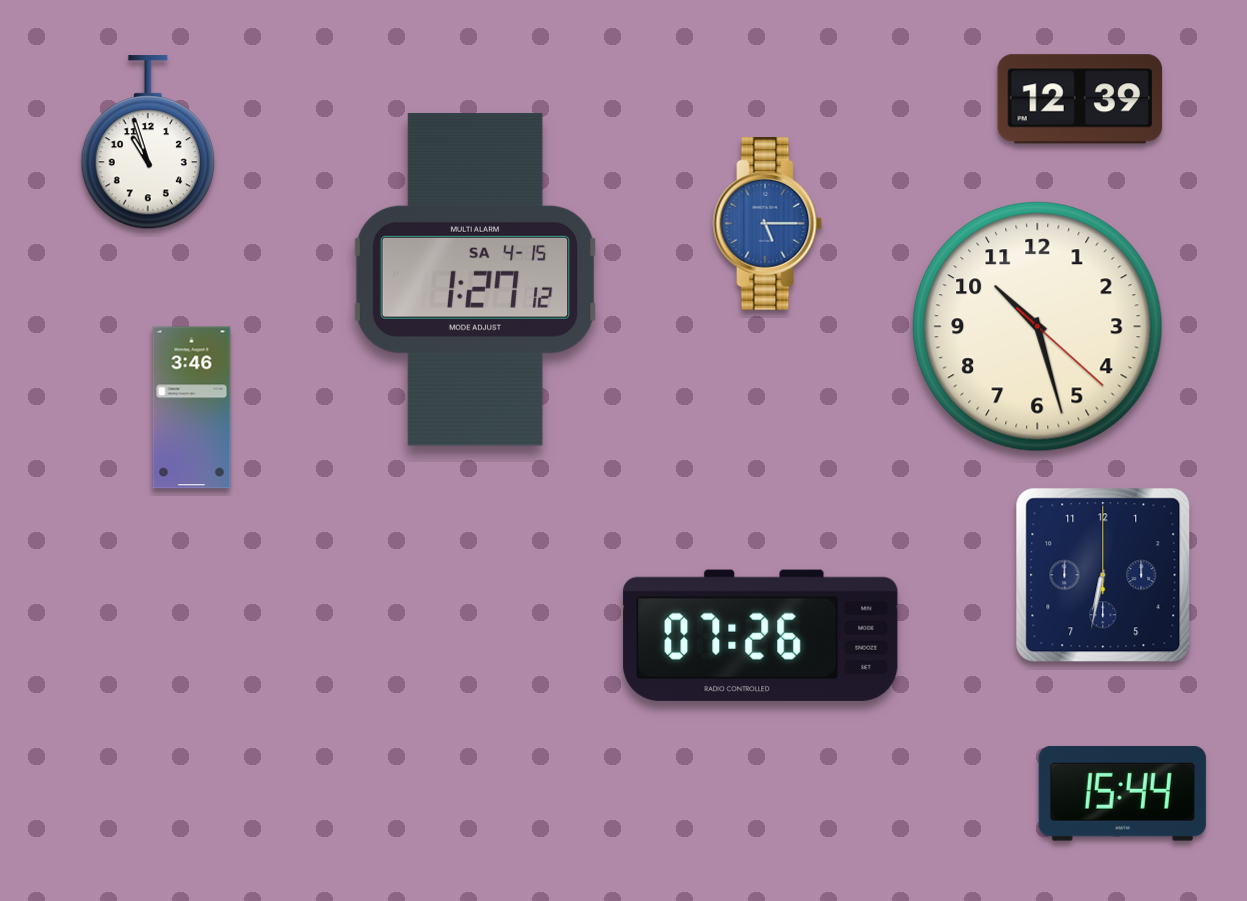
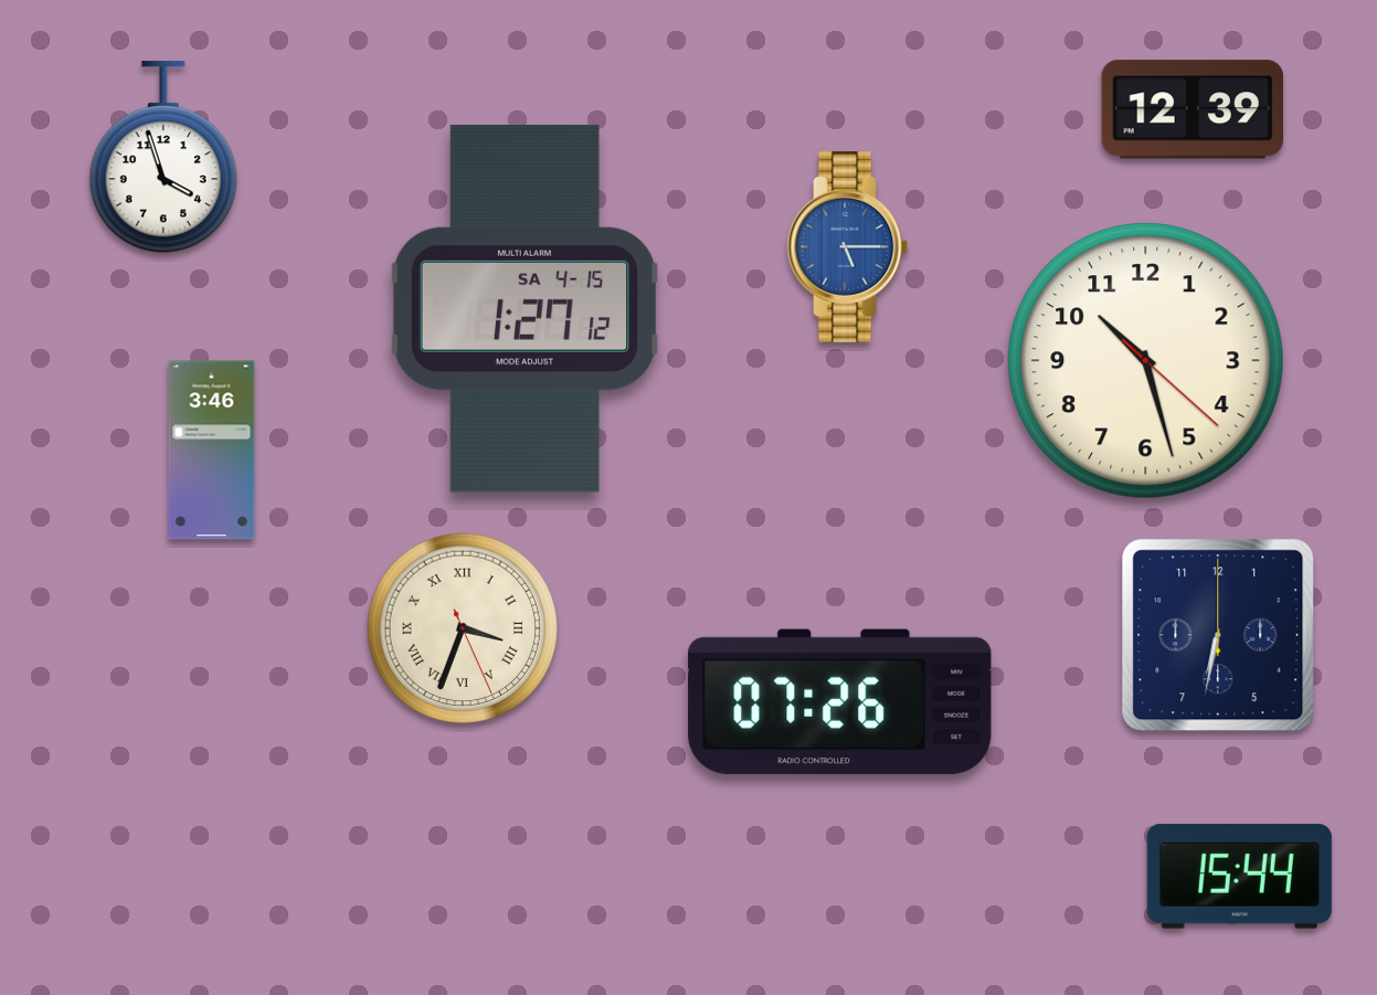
clock at (148, 143): 10:57 -> 3:57
clock at (462, 627): none -> 3:33
